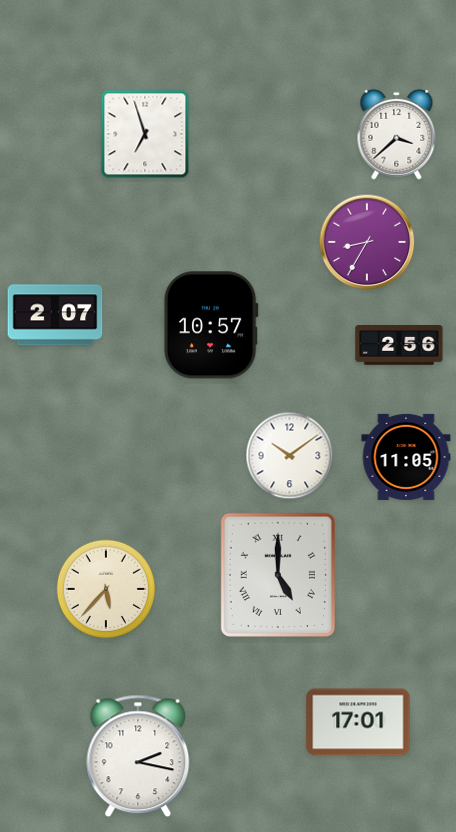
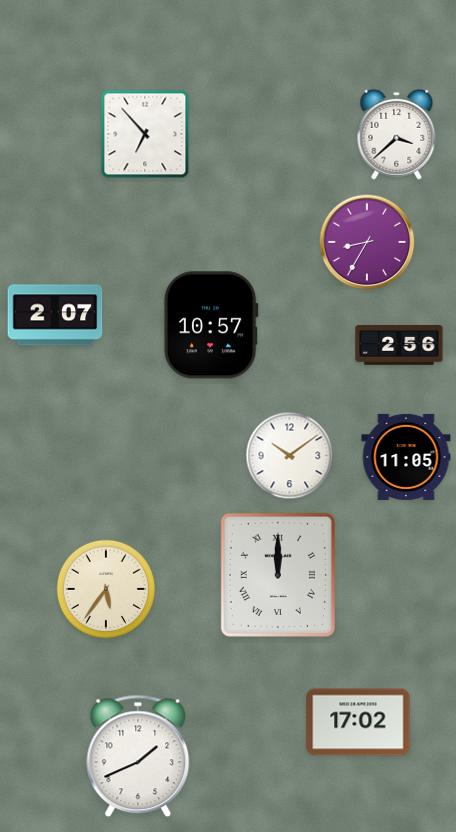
clock at (145, 134): 6:57 -> 6:53
clock at (278, 575): 5:00 -> 12:00
clock at (106, 589): 5:37 -> 5:36
clock at (358, 722): 17:01 -> 17:02
clock at (138, 756): 2:17 -> 1:41
